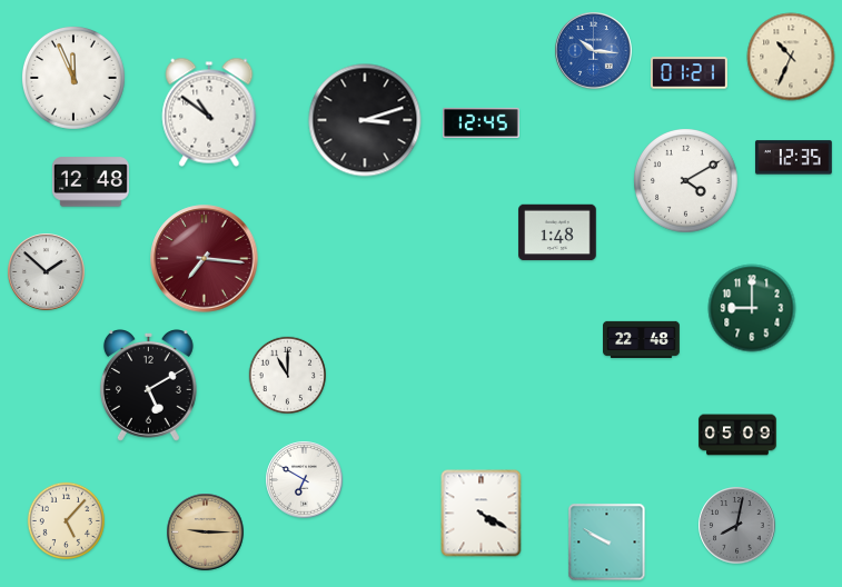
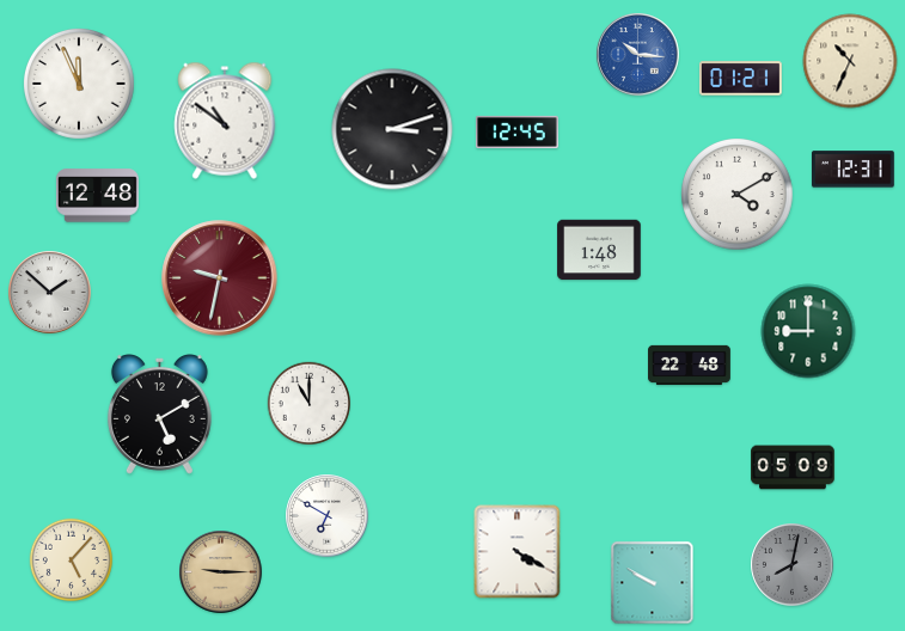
clock at (793, 158): 12:35 -> 12:31
clock at (205, 259): 7:16 -> 9:32
